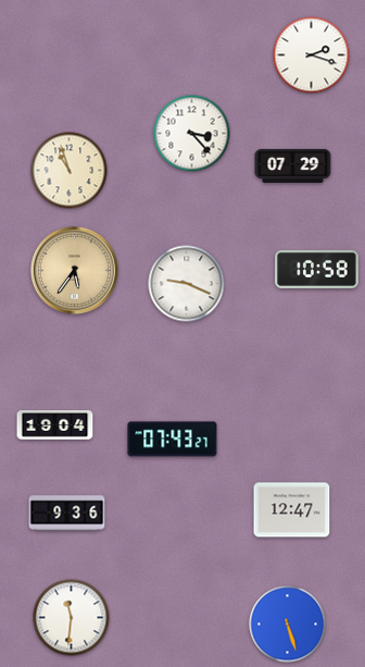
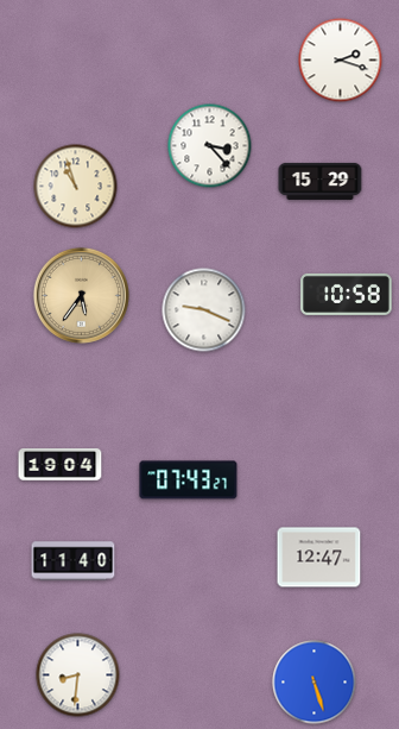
clock at (293, 165): 07:29 -> 15:29
clock at (67, 514): 9:36 -> 11:40
clock at (72, 618): 11:31 -> 8:31
